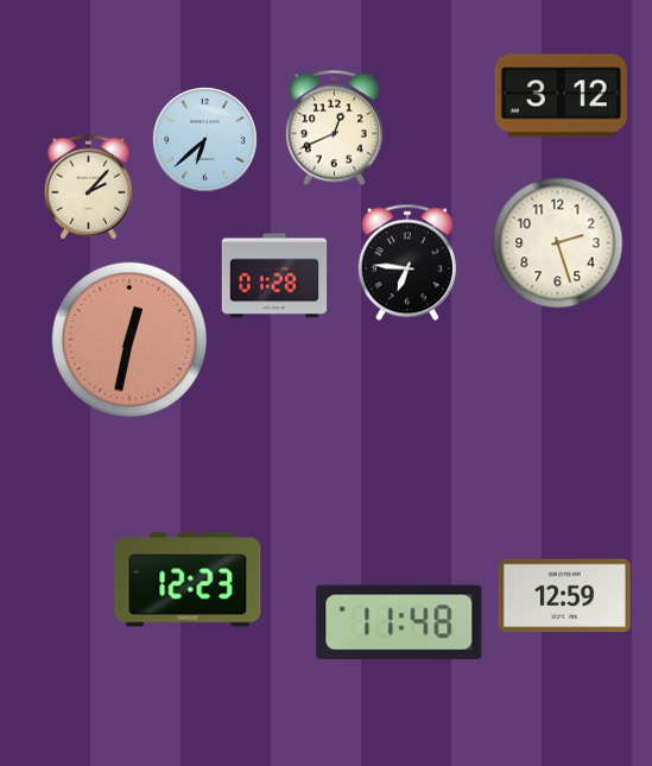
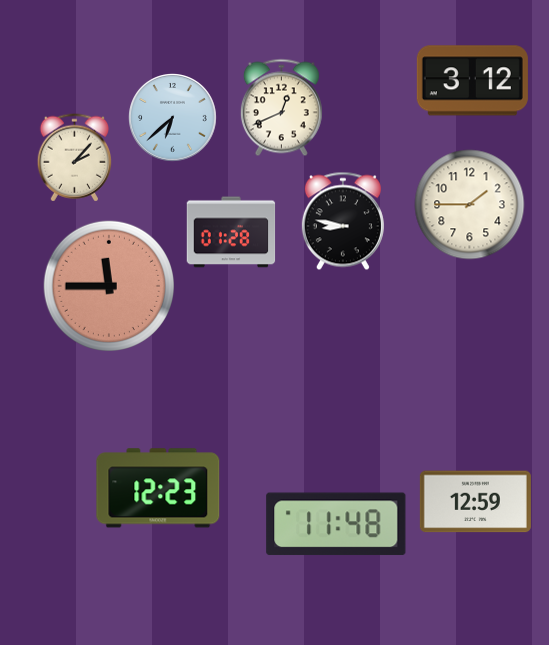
clock at (558, 243): 2:27 -> 1:45
clock at (407, 262): 6:46 -> 8:47
clock at (128, 338): 12:32 -> 11:45
